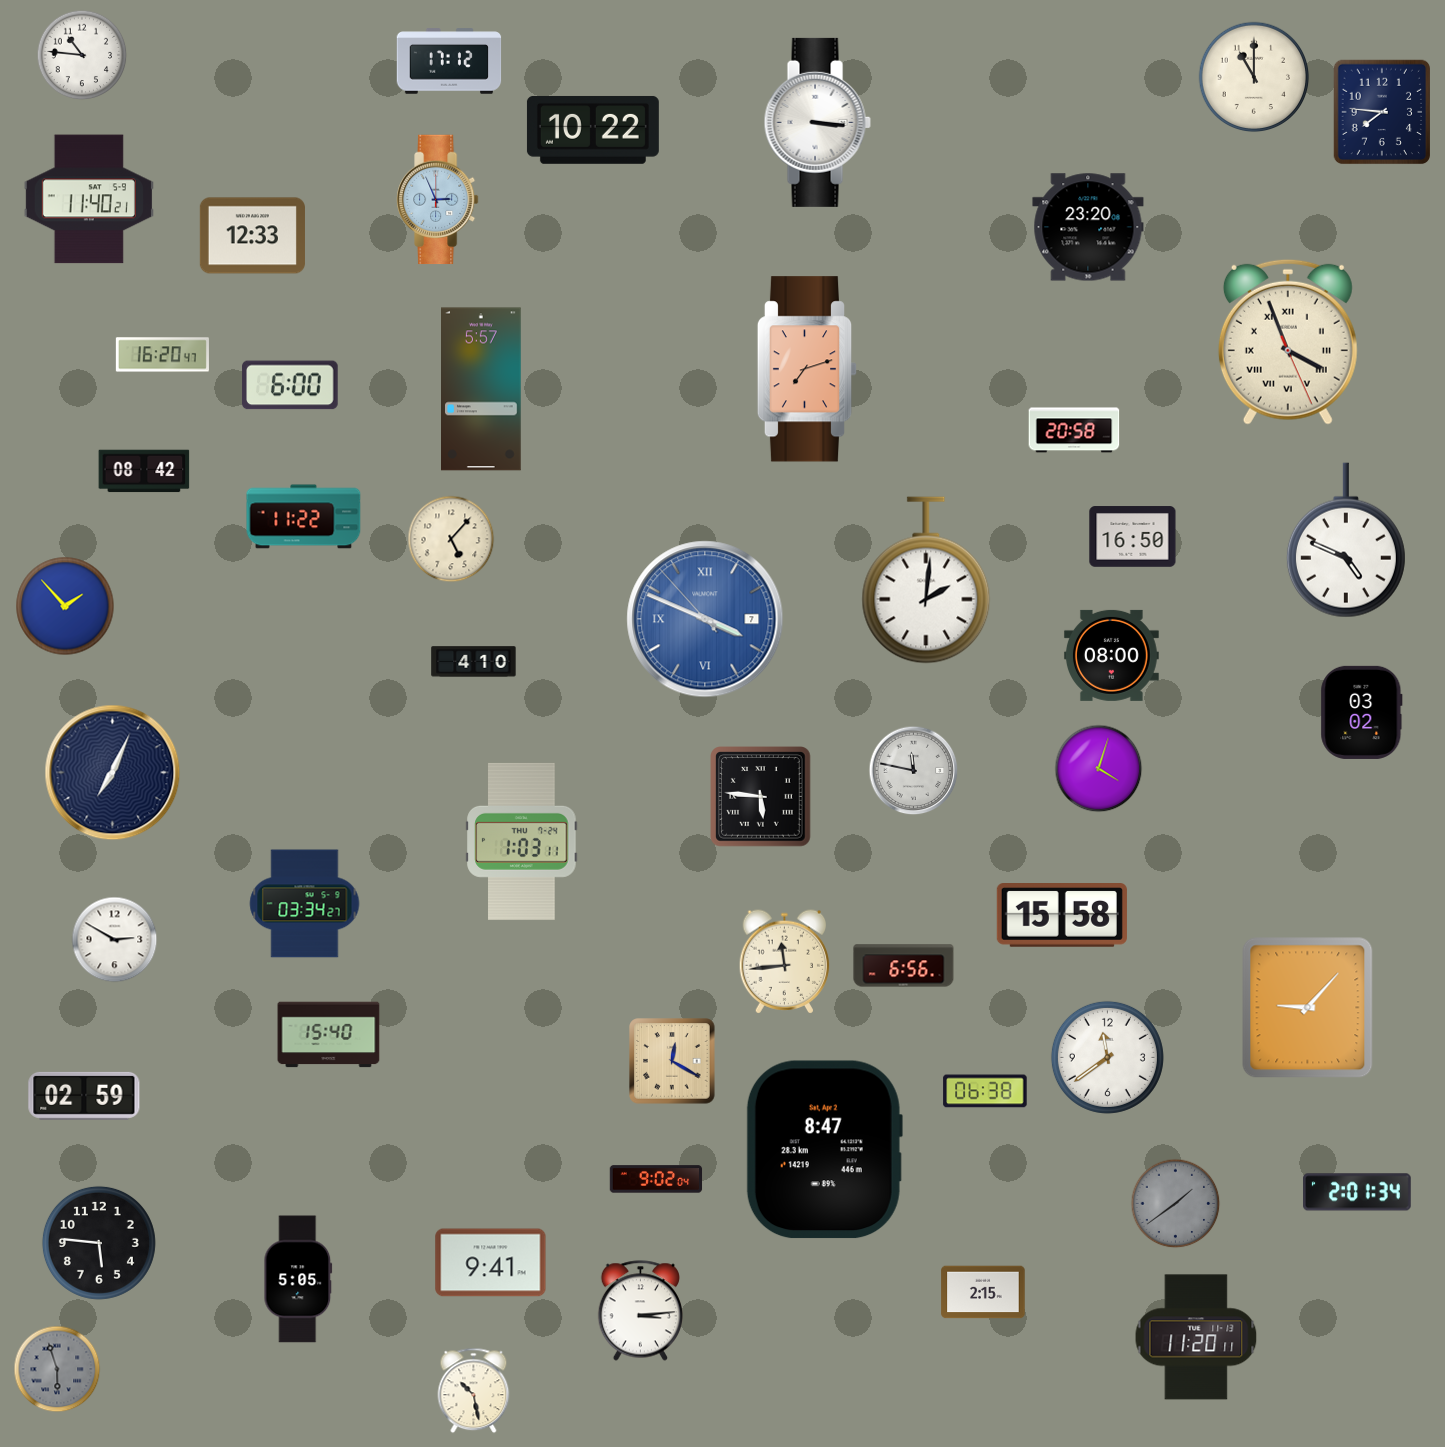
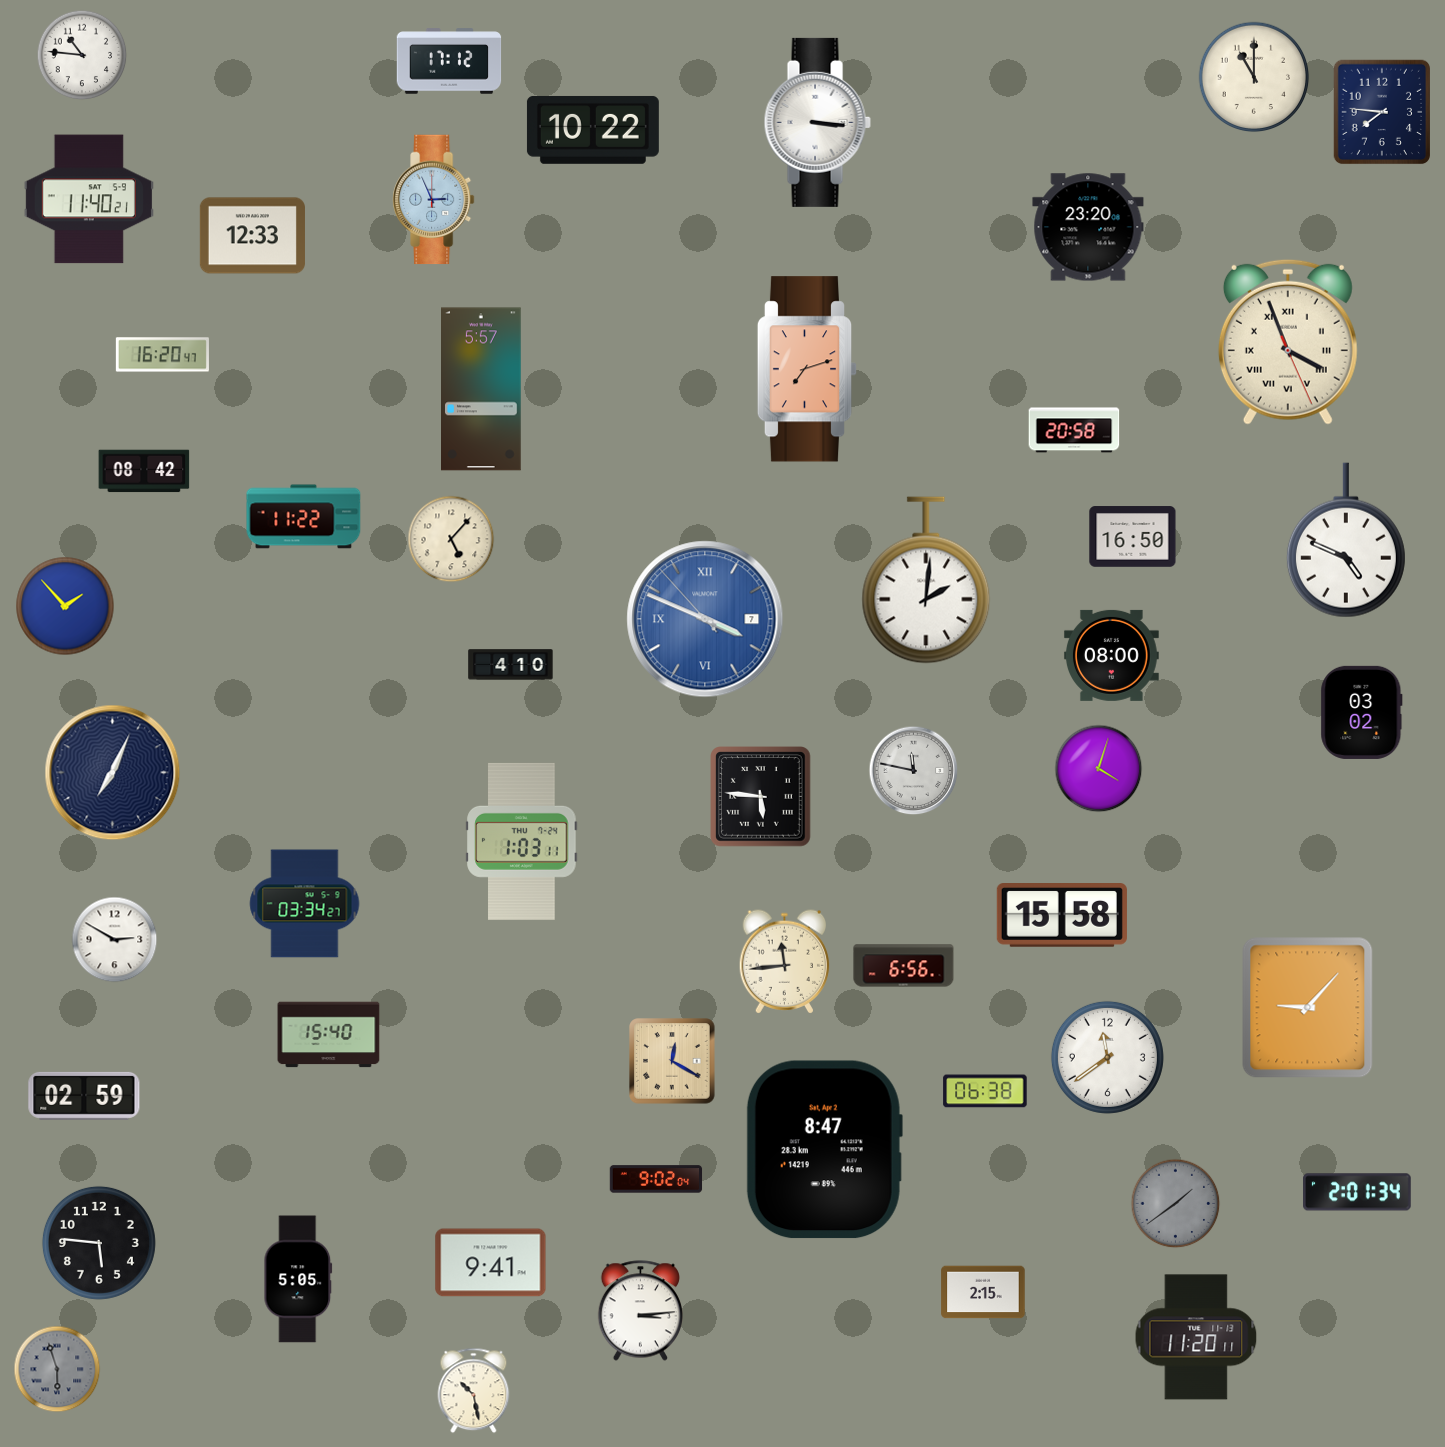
clock at (438, 200) position: (438, 200) -> (434, 200)
clock at (290, 385): 6:00 -> none
clock at (474, 662) position: (474, 662) -> (511, 665)
